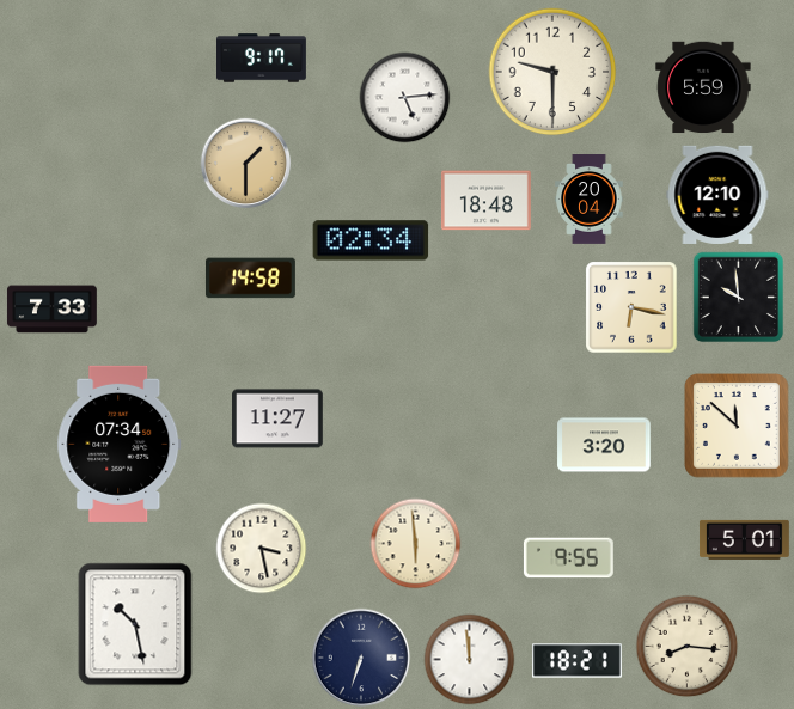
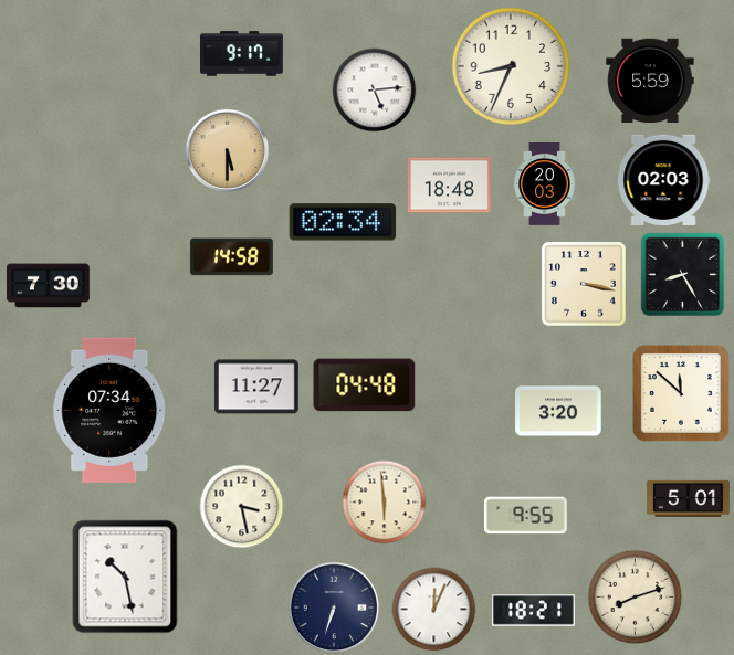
clock at (552, 72): 9:30 -> 8:34
clock at (246, 164): 1:30 -> 5:30
clock at (717, 195): 12:10 -> 02:03
clock at (590, 200): 20:04 -> 20:03
clock at (739, 298): 9:59 -> 8:25
clock at (631, 307): 6:17 -> 3:17
clock at (51, 310): 7:33 -> 7:30
clock at (365, 385): none -> 04:48
clock at (688, 647): 8:16 -> 8:12
clock at (470, 660): 11:59 -> 12:04
